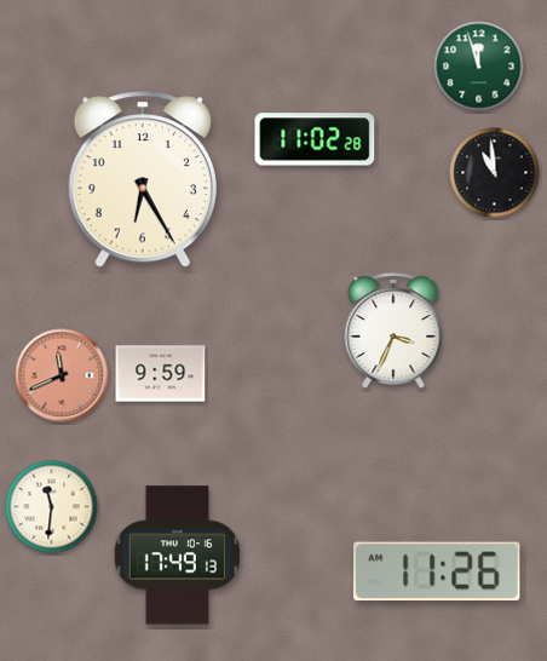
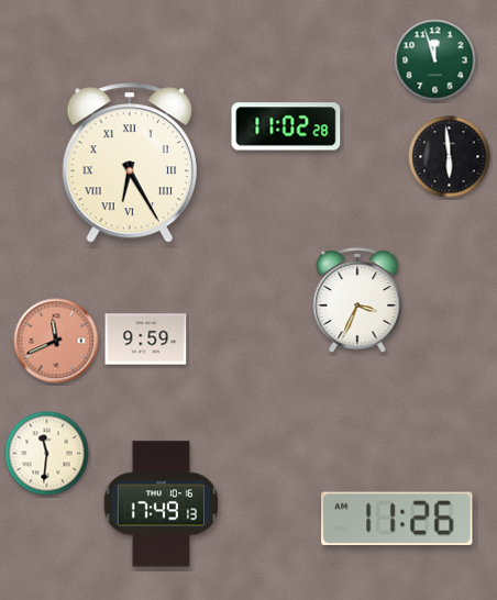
clock at (495, 173): 10:59 -> 5:59
clock at (143, 179) numerals: Arabic -> Roman
clock at (52, 507) position: (52, 507) -> (47, 454)
